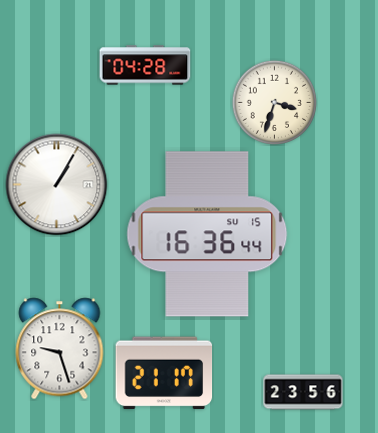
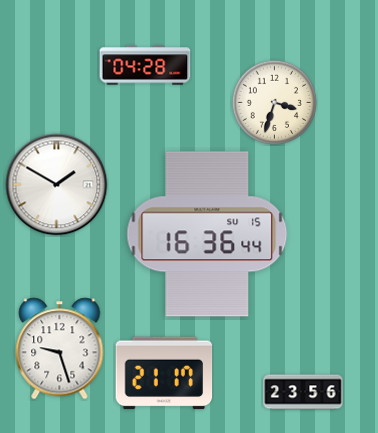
clock at (57, 185): 1:05 -> 1:50
